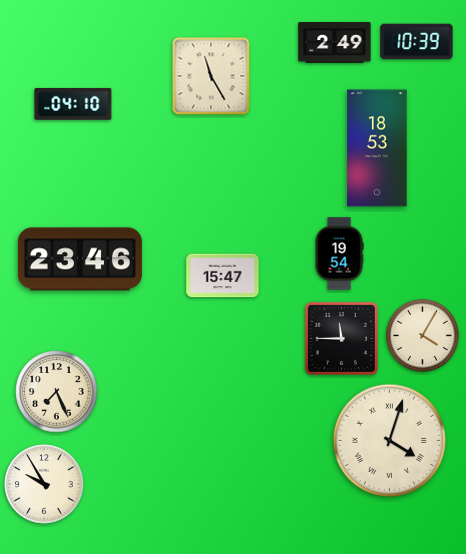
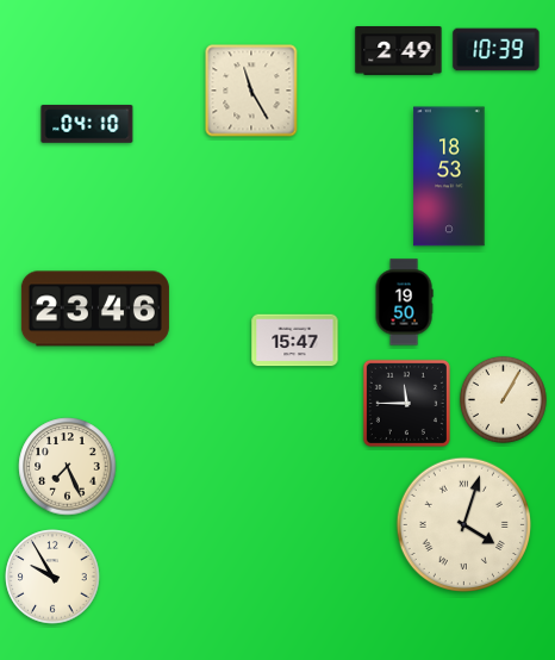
clock at (339, 254): 19:54 -> 19:50
clock at (223, 276) position: (223, 276) -> (295, 341)
clock at (422, 335): 4:05 -> 1:05
